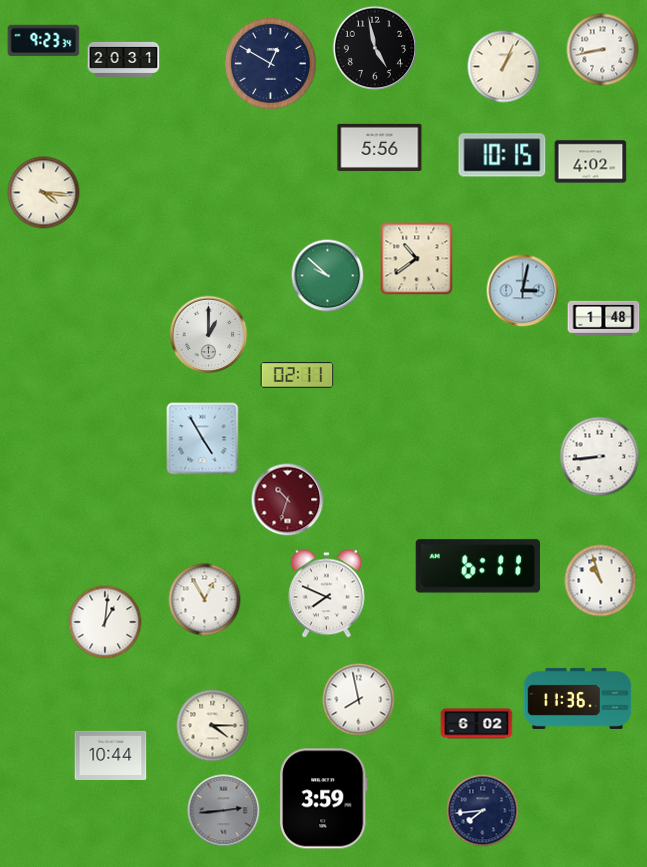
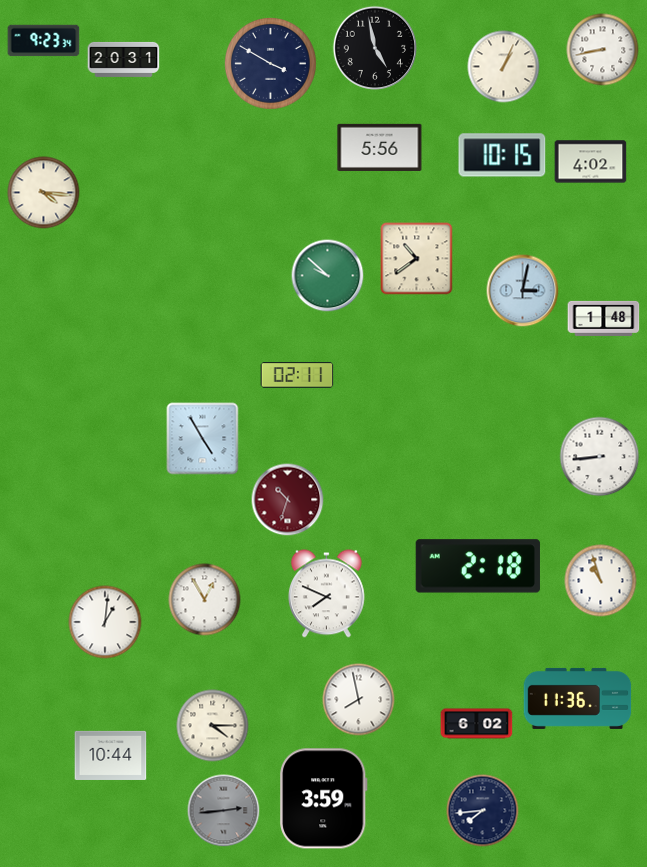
clock at (270, 63): 12:50 -> 3:50
clock at (209, 335): 1:00 -> none
clock at (477, 566): 6:11 -> 2:18
